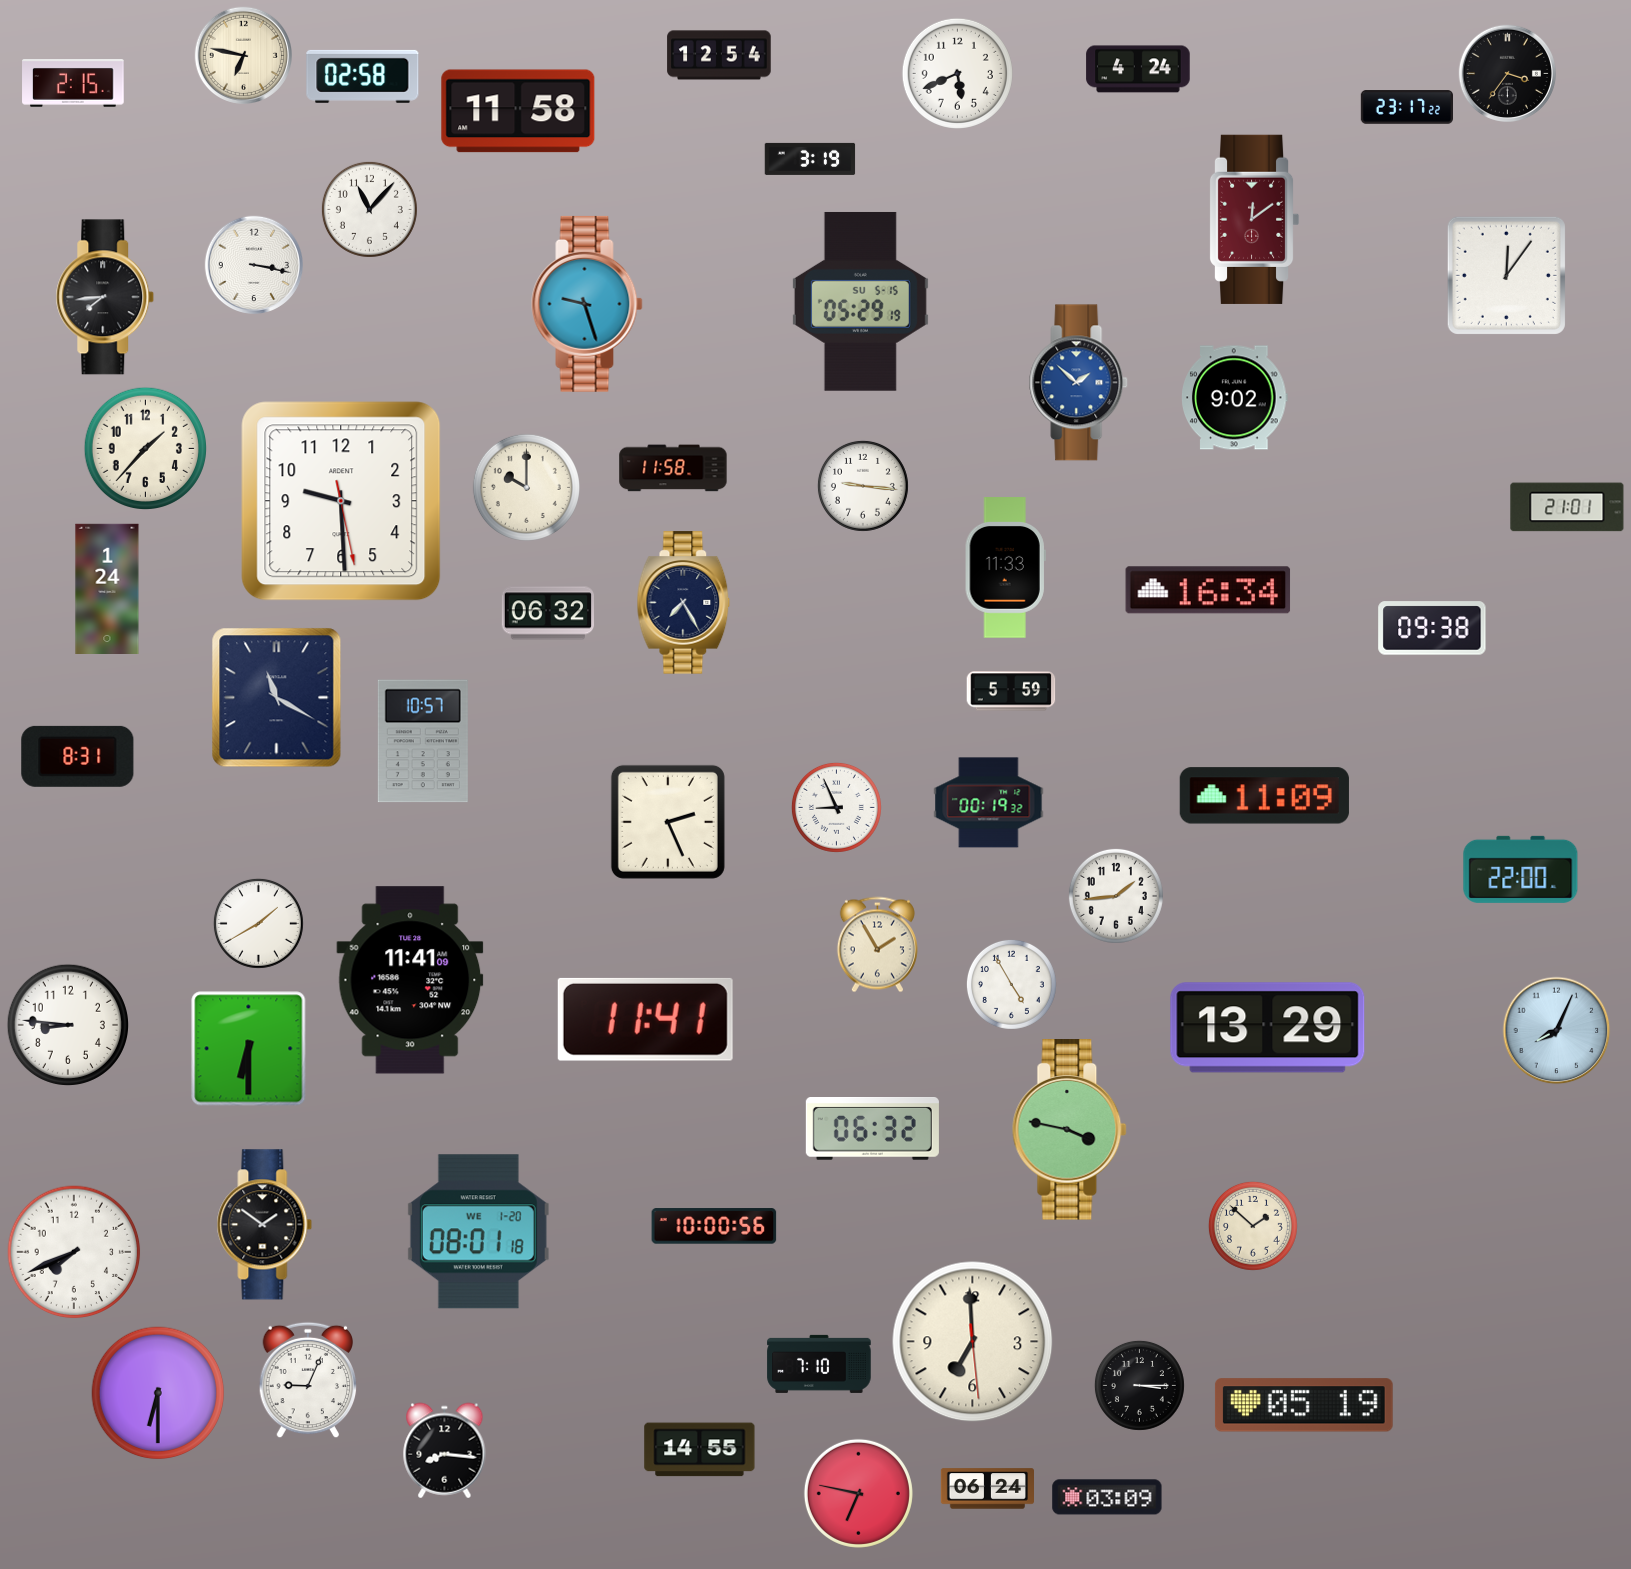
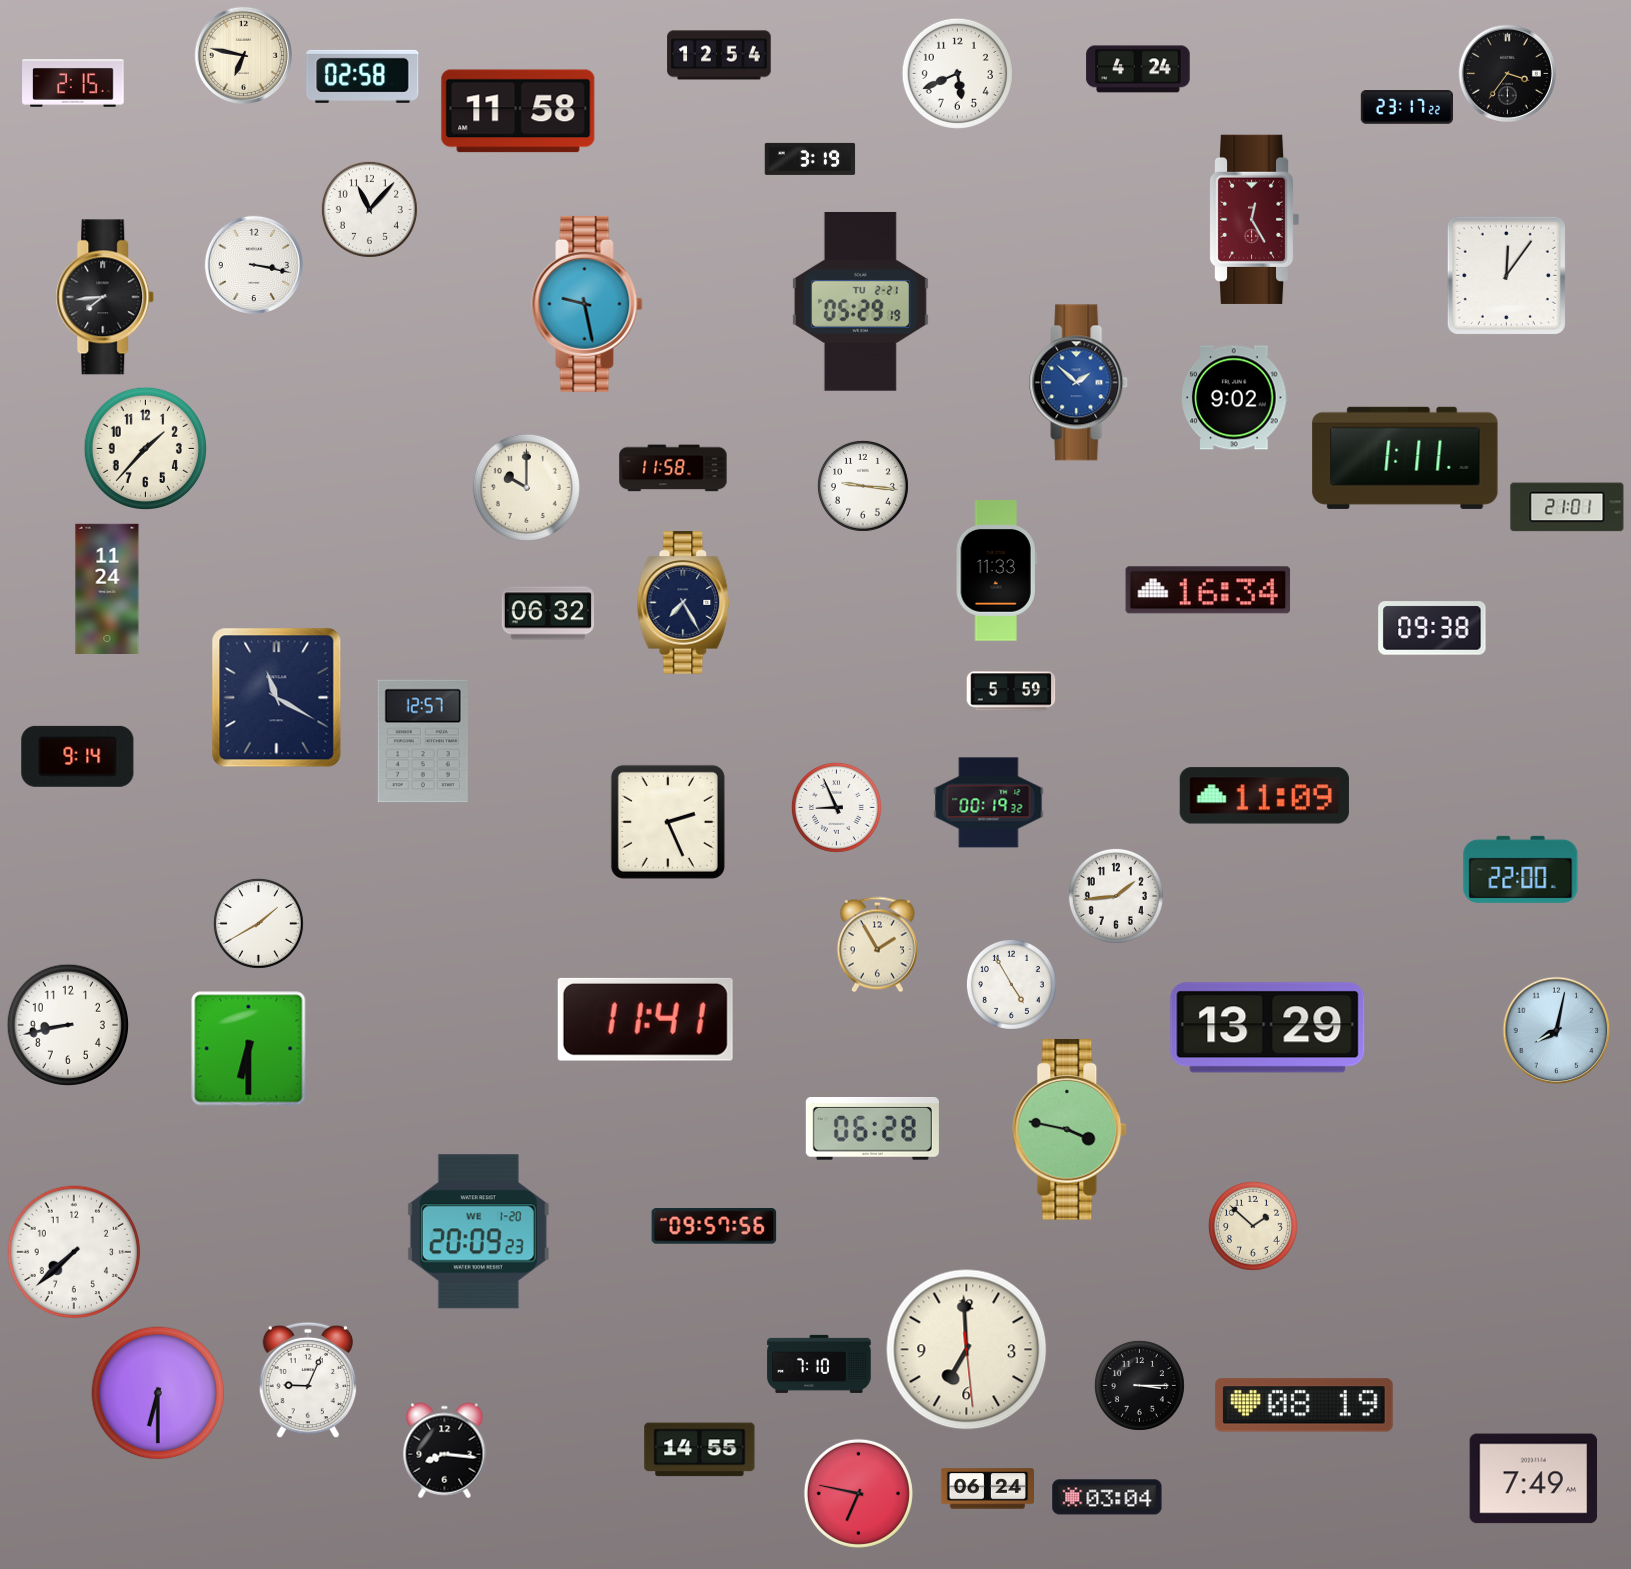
clock at (1254, 219): 12:09 -> 12:25
clock at (860, 301) date: SU 5-15 -> TU 2-21
clock at (587, 304): 9:27 -> 9:28
clock at (1405, 458): none -> 1:11
clock at (341, 501): 9:29 -> none
clock at (1005, 568) position: (1005, 568) -> (996, 571)
clock at (107, 588): 1:24 -> 11:24
clock at (423, 741): 10:57 -> 12:57
clock at (78, 756): 8:31 -> 9:14
clock at (410, 980): 11:41 -> none
clock at (67, 1024): 8:46 -> 8:43
clock at (1557, 1031): 8:04 -> 8:02
clock at (872, 1129): 06:32 -> 06:28
clock at (265, 1225): 1:51 -> none
clock at (714, 1226): 10:00 -> 09:57
clock at (478, 1232): 08:01 -> 20:09
clock at (74, 1252): 7:41 -> 7:38
clock at (973, 1342) position: (973, 1342) -> (967, 1350)
clock at (1304, 1405): 05:19 -> 08:19
clock at (1534, 1479): none -> 7:49
clock at (1107, 1497): 03:09 -> 03:04
